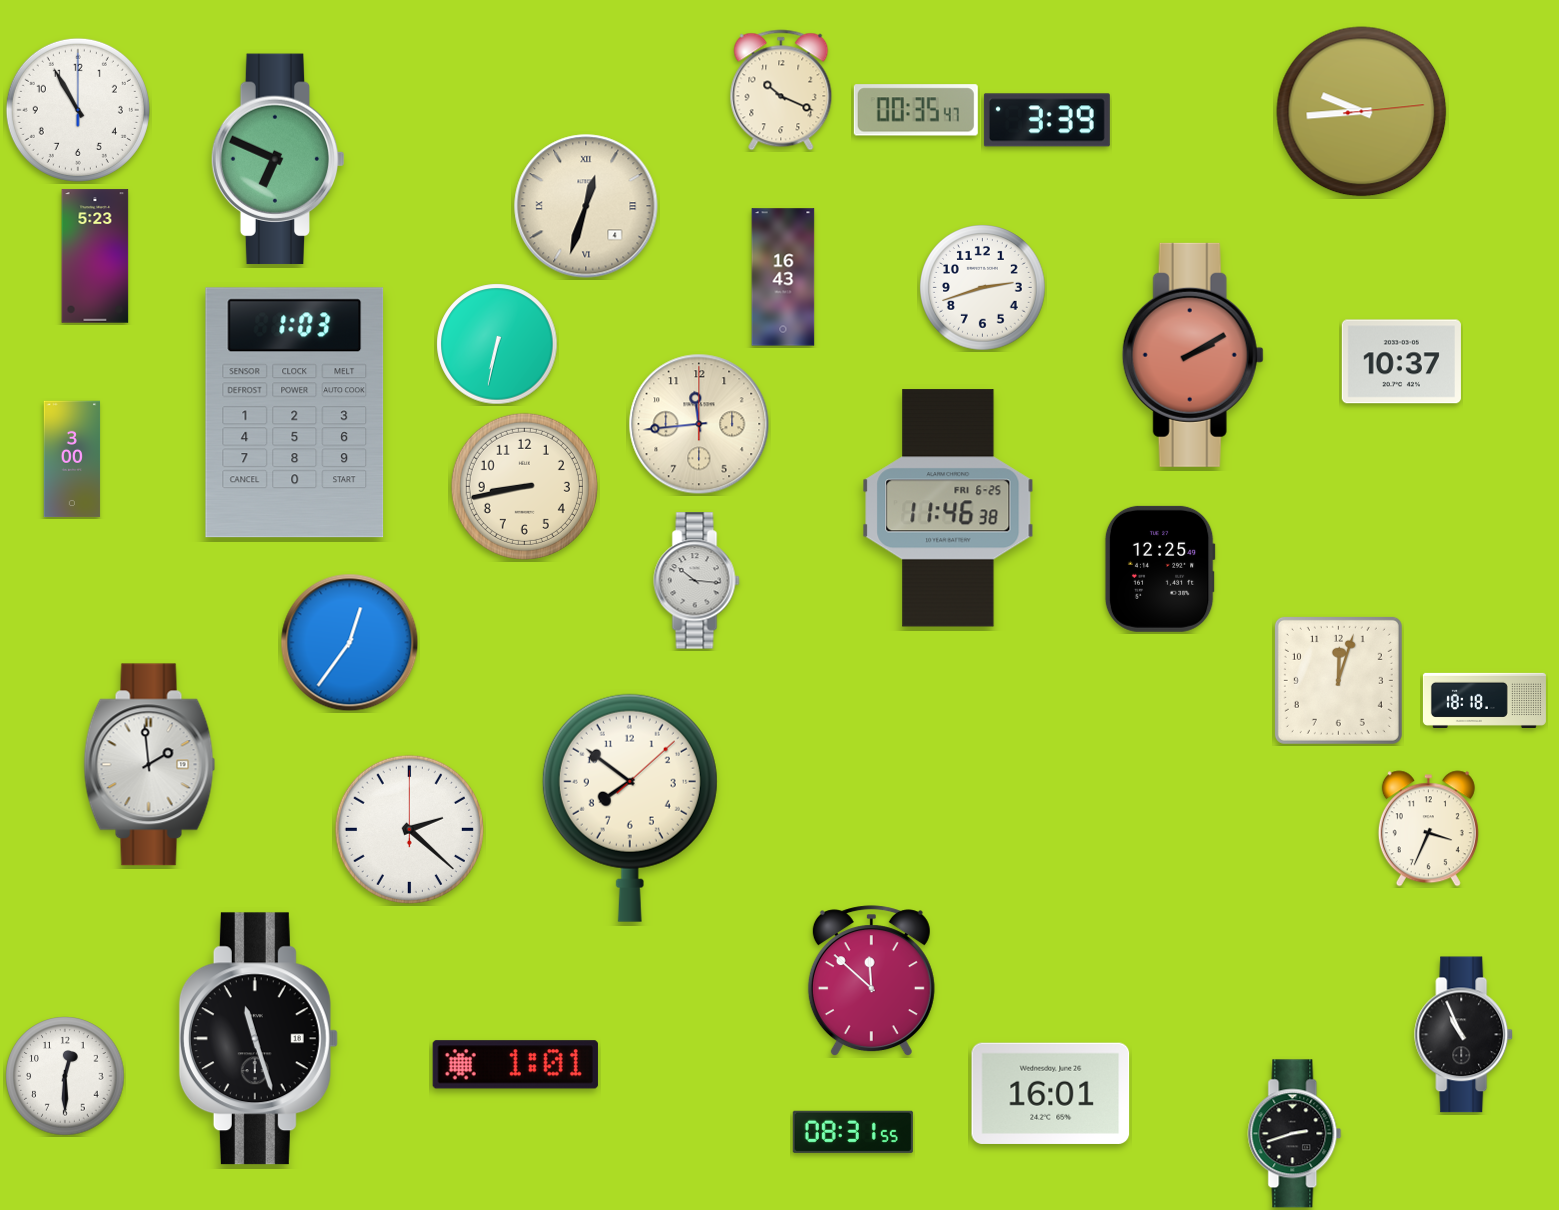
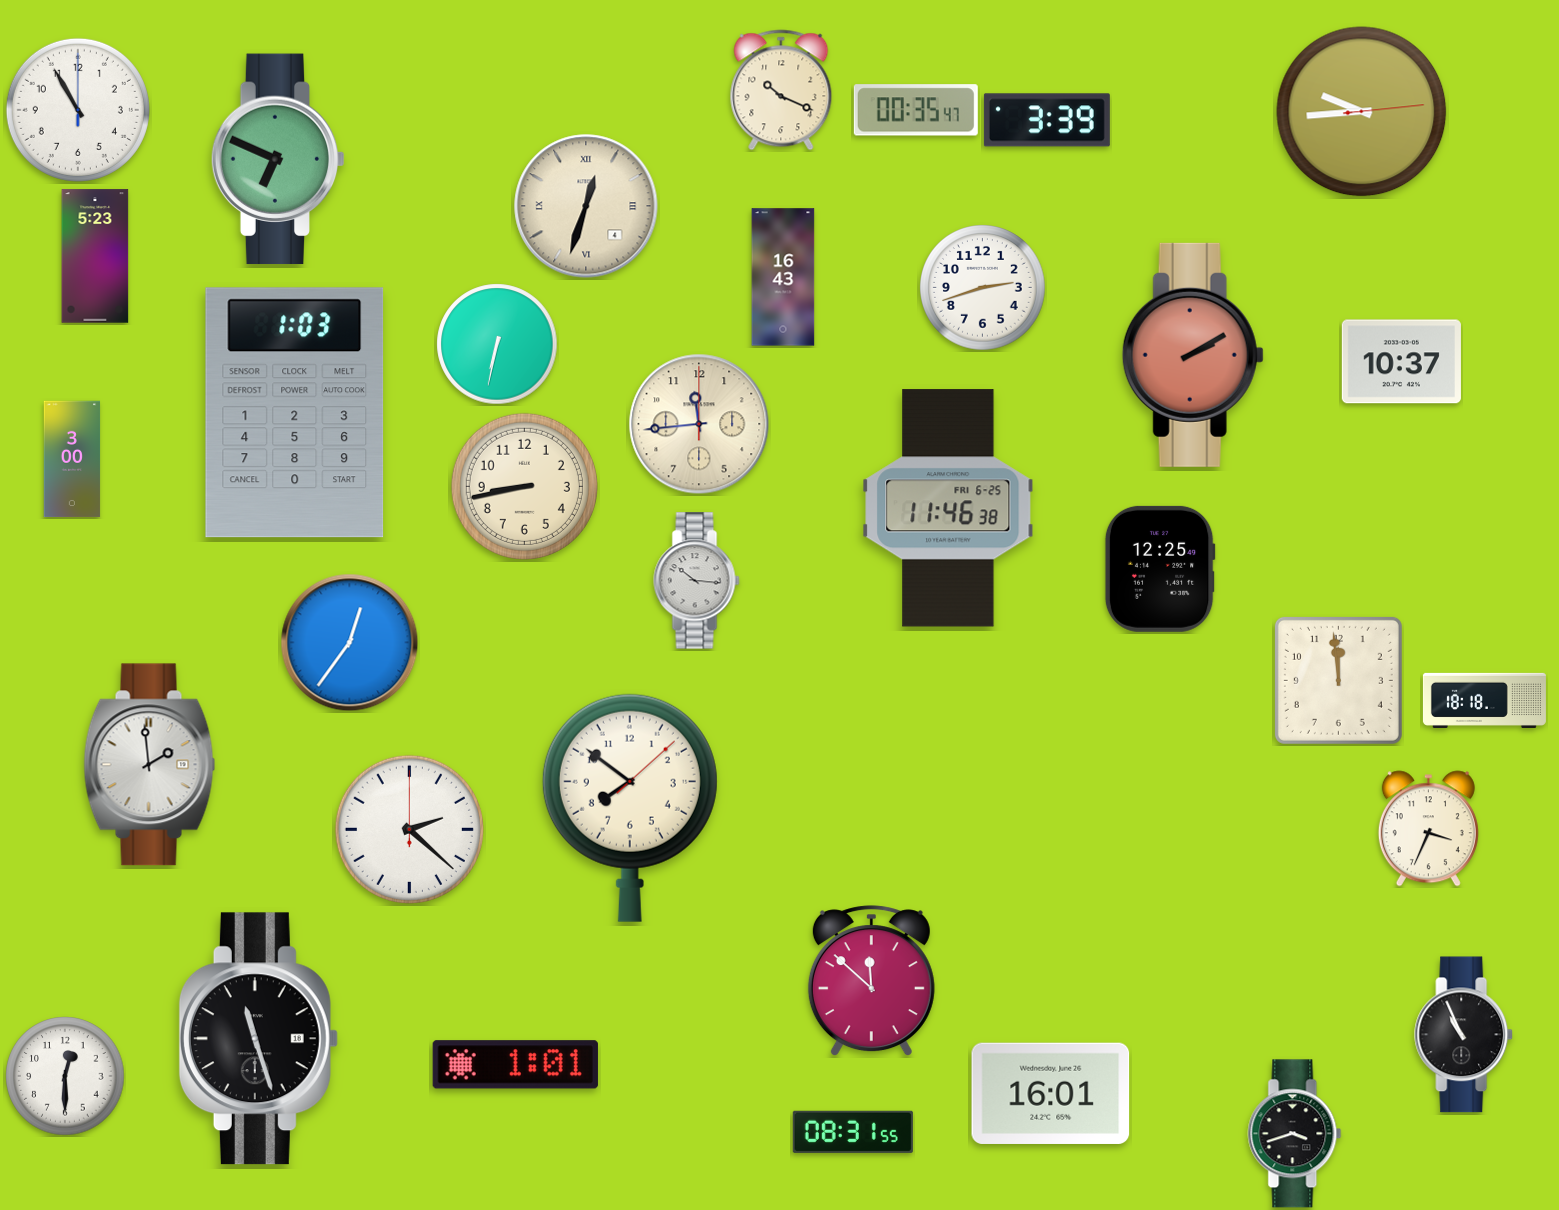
clock at (1338, 680): 12:03 -> 11:59
clock at (1295, 1134): 2:42 -> 3:42
